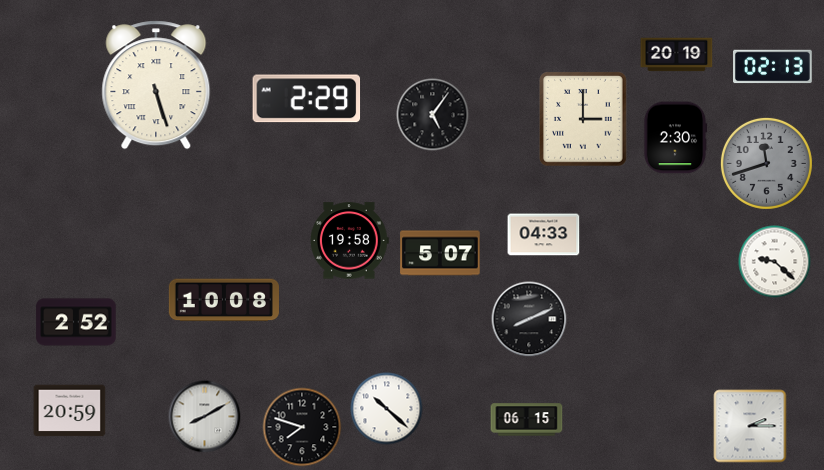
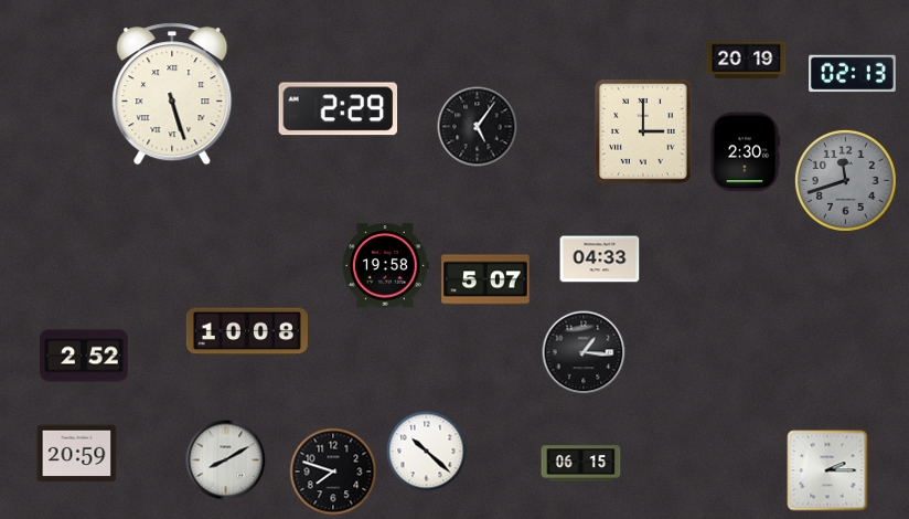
clock at (775, 262): 9:22 -> none
clock at (529, 319): 8:11 -> 1:16
